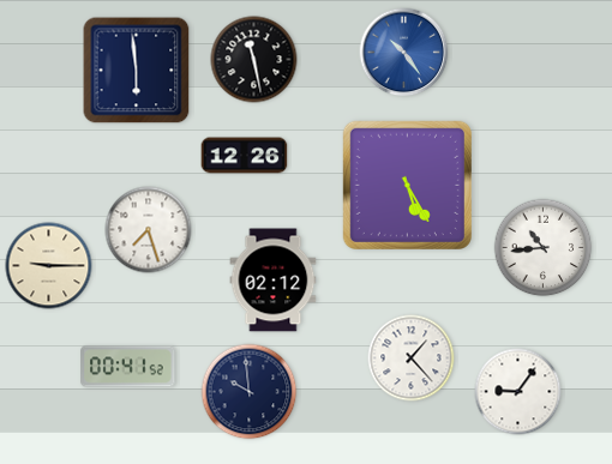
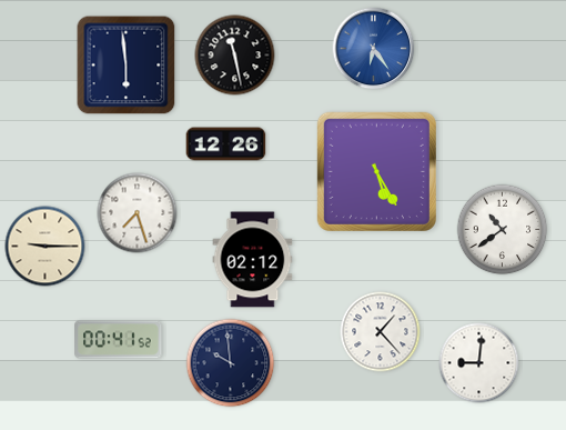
clock at (404, 53): 10:24 -> 6:24
clock at (544, 248): 10:44 -> 10:39
clock at (518, 392): 9:06 -> 9:01
